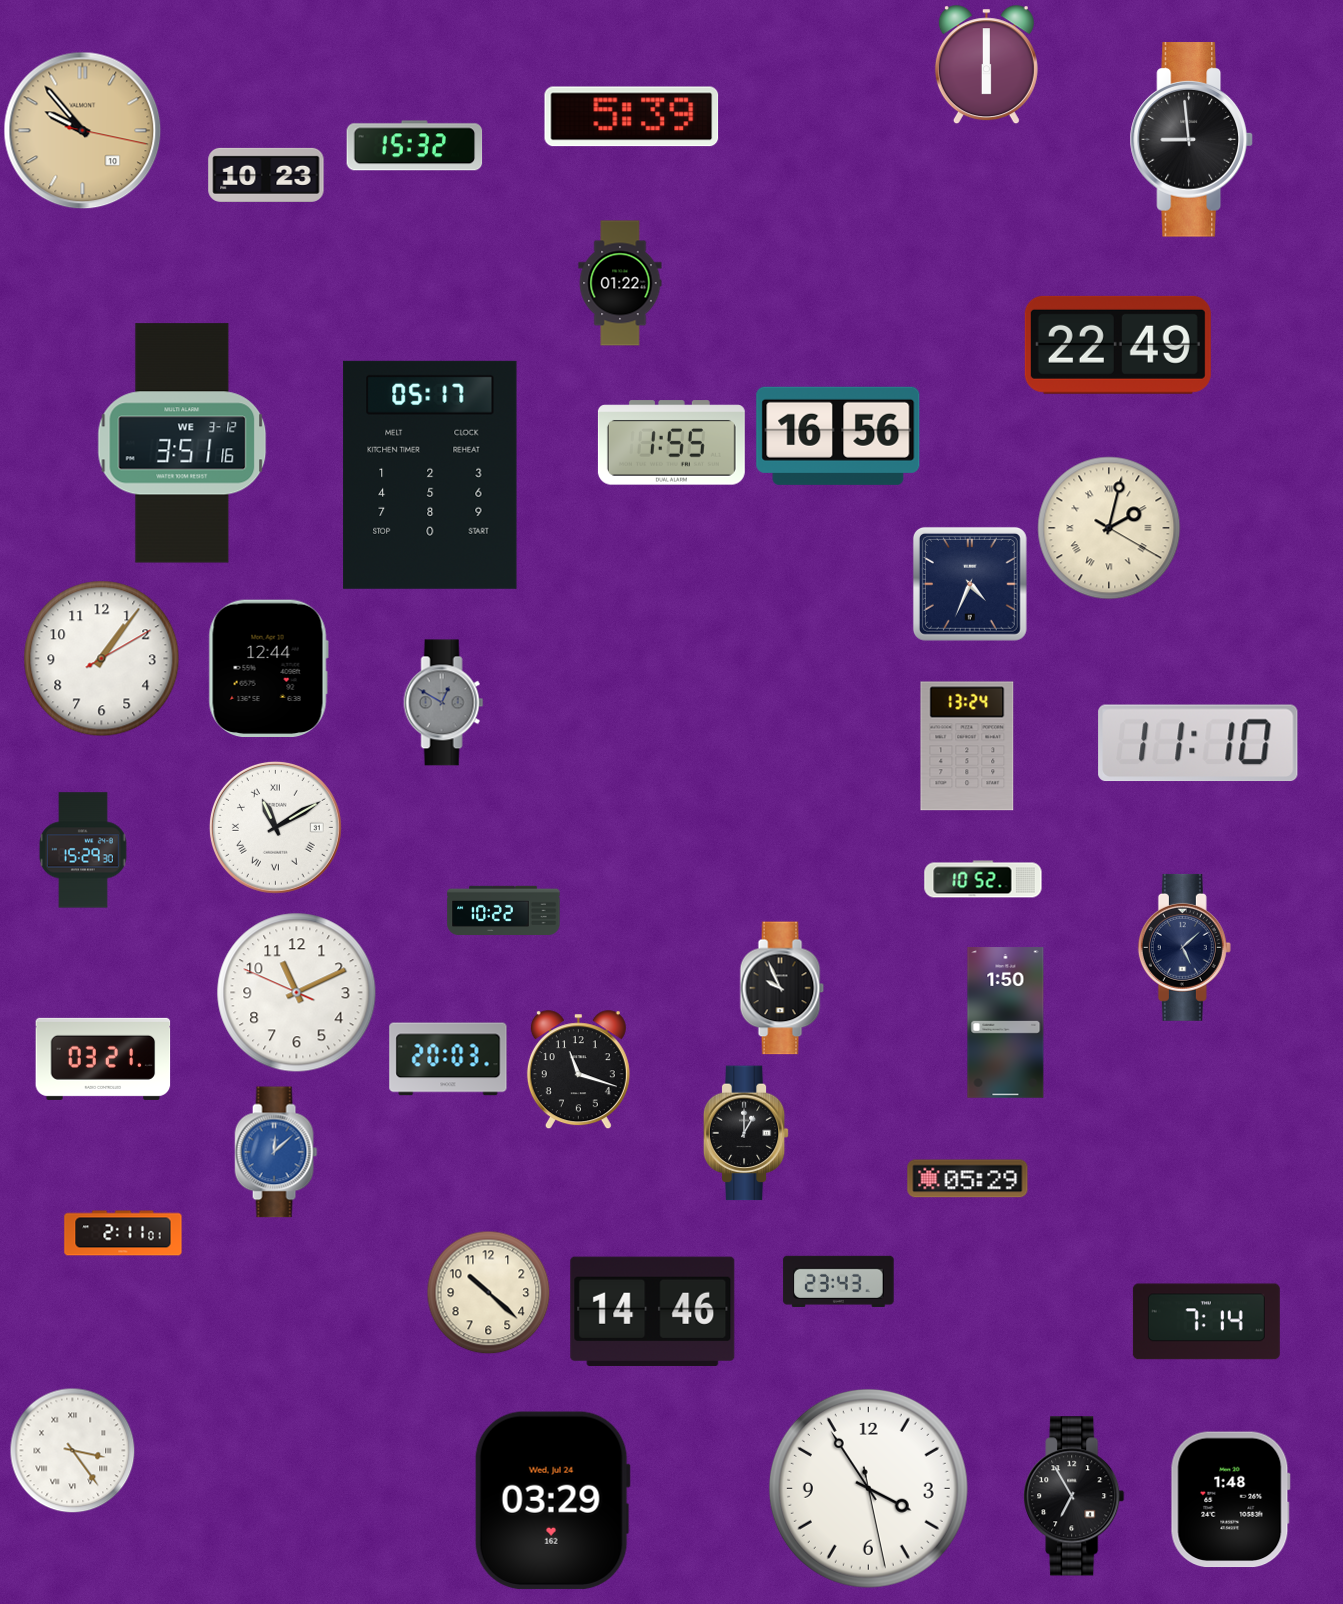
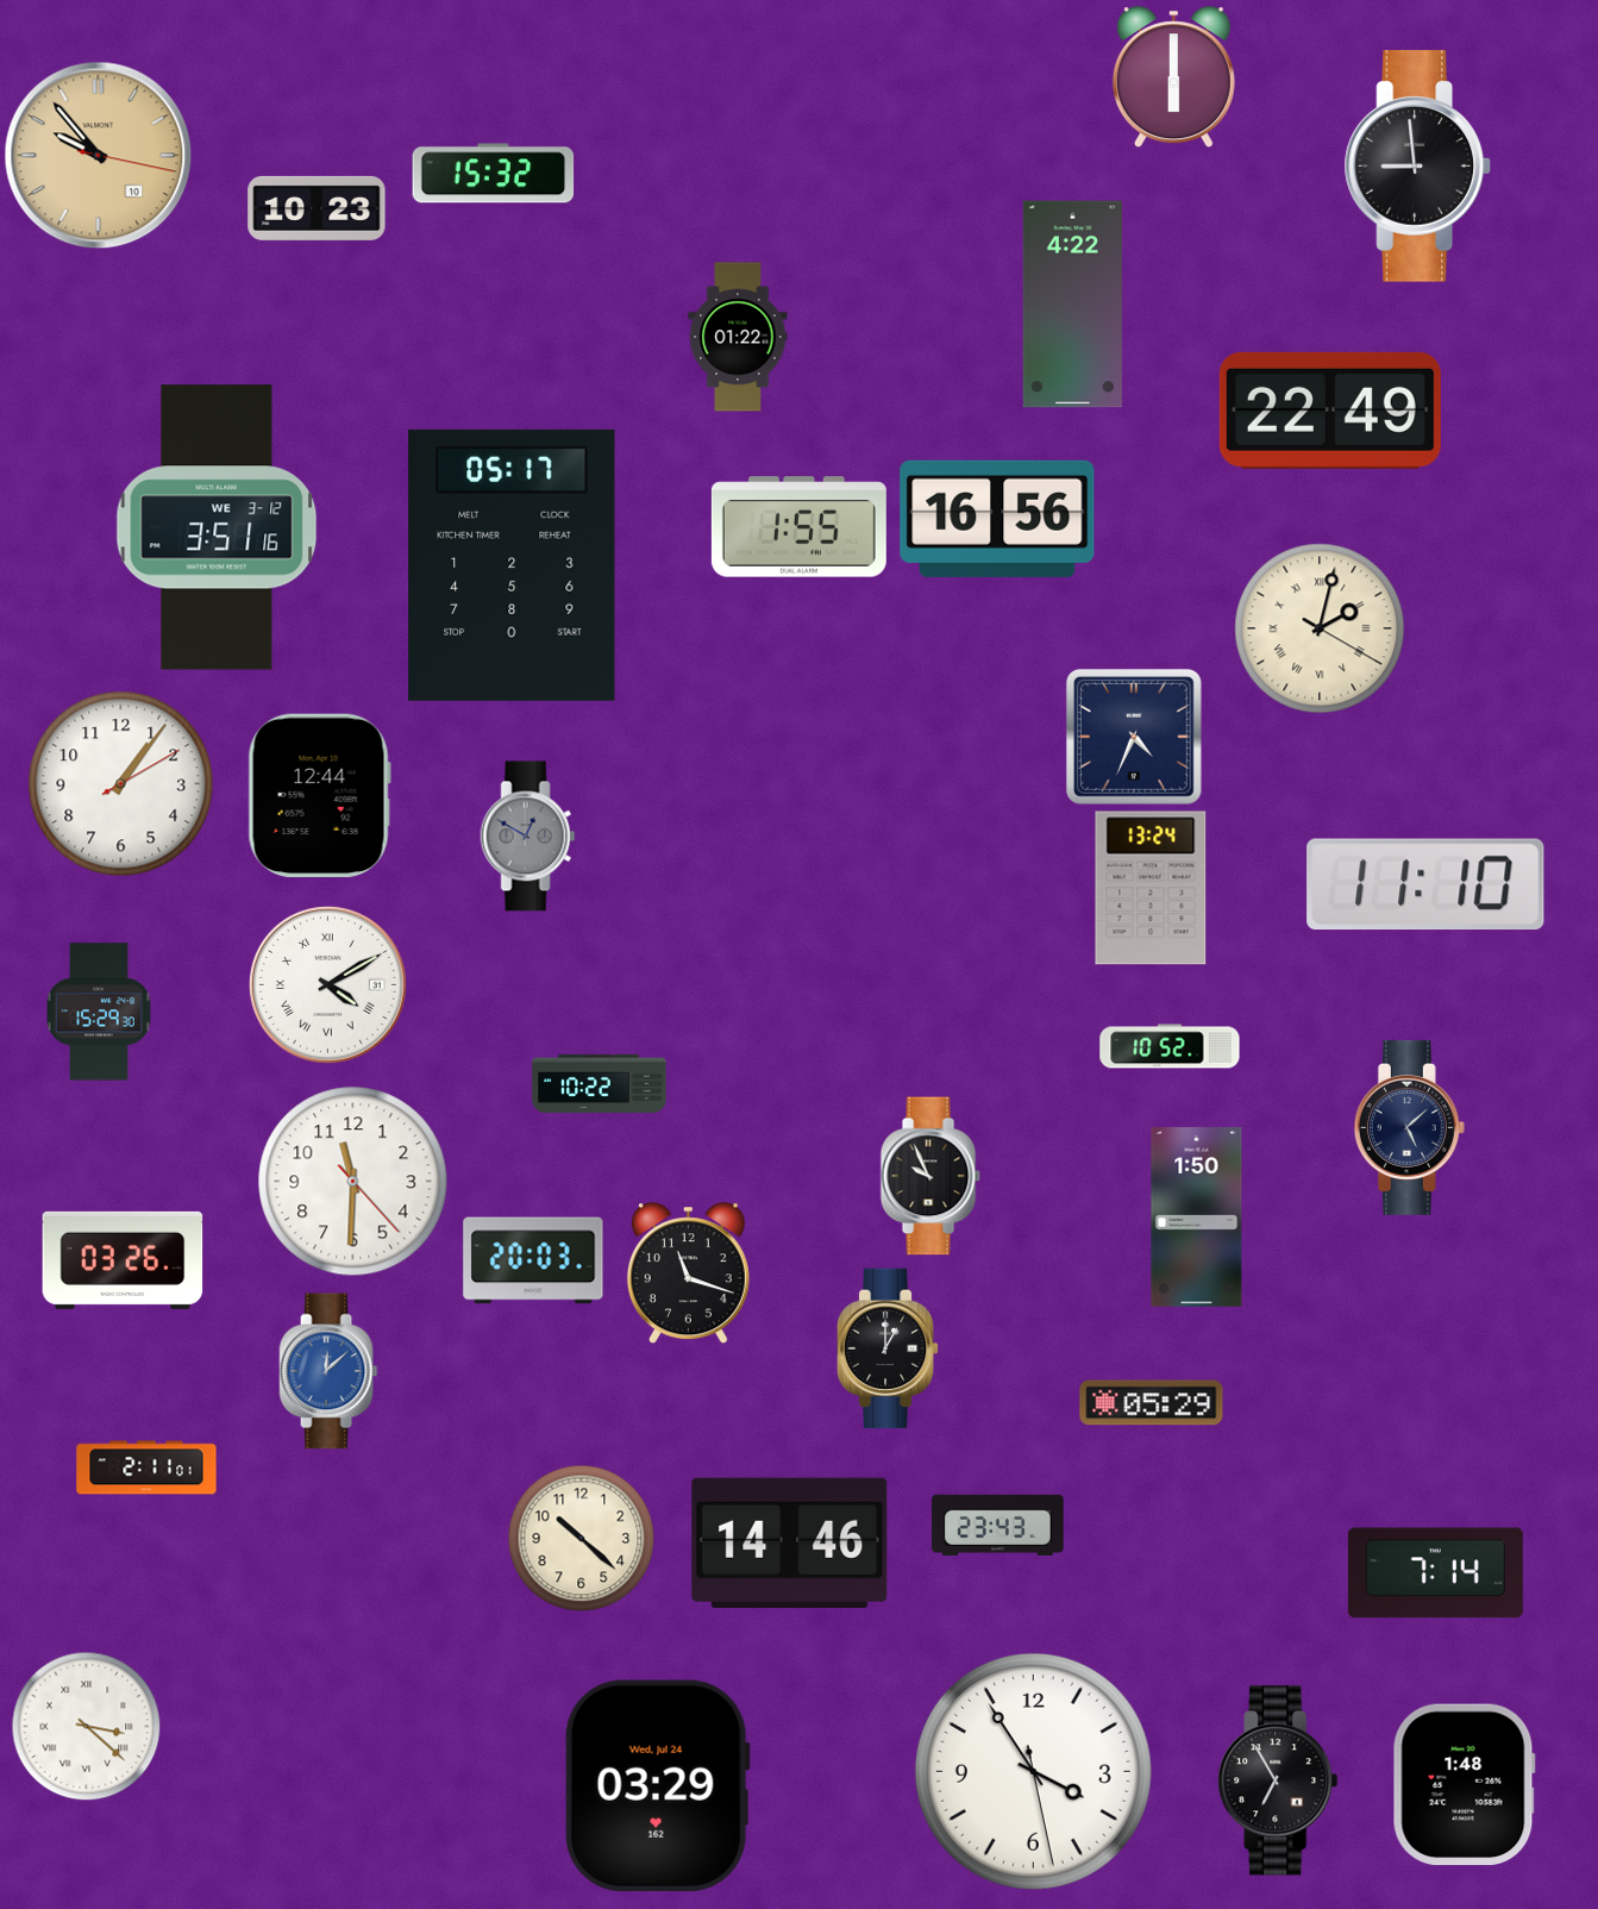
clock at (632, 117): 5:39 -> none
clock at (1072, 305): none -> 4:22
clock at (970, 584) position: (970, 584) -> (1134, 737)
clock at (275, 827): 11:10 -> 4:10
clock at (297, 993): 11:10 -> 11:30
clock at (103, 1059): 03:21 -> 03:26
clock at (653, 1311) position: (653, 1311) -> (790, 1542)
clock at (73, 1451): 3:24 -> 3:22
